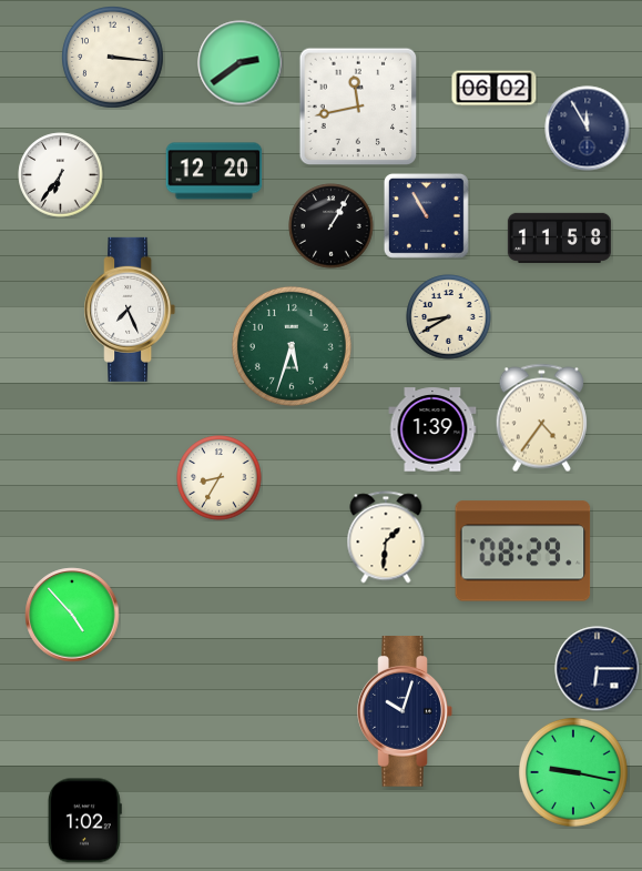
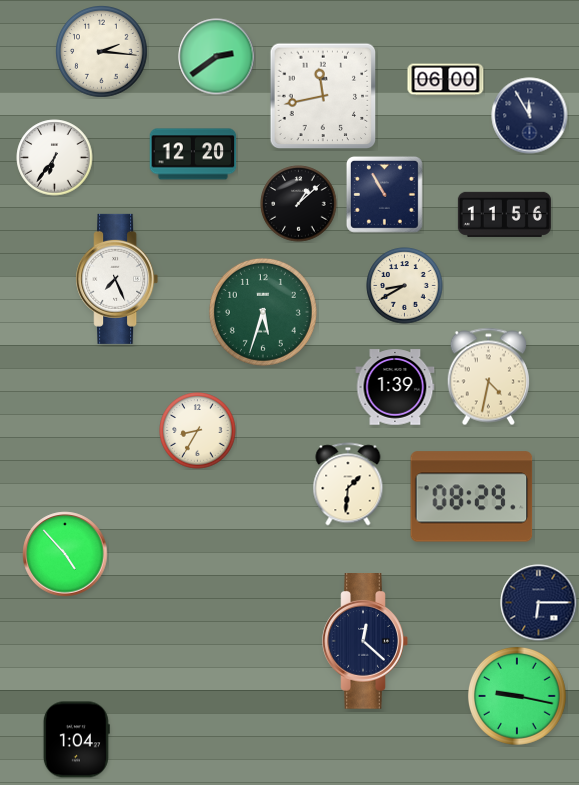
clock at (113, 58): 3:16 -> 2:16
clock at (495, 89): 06:02 -> 06:00
clock at (332, 226): 1:05 -> 1:08
clock at (559, 237): 11:58 -> 11:56
clock at (541, 418): 4:36 -> 4:32
clock at (432, 429) position: (432, 429) -> (395, 387)
clock at (405, 712): 10:03 -> 12:22
clock at (84, 821): 1:02 -> 1:04
